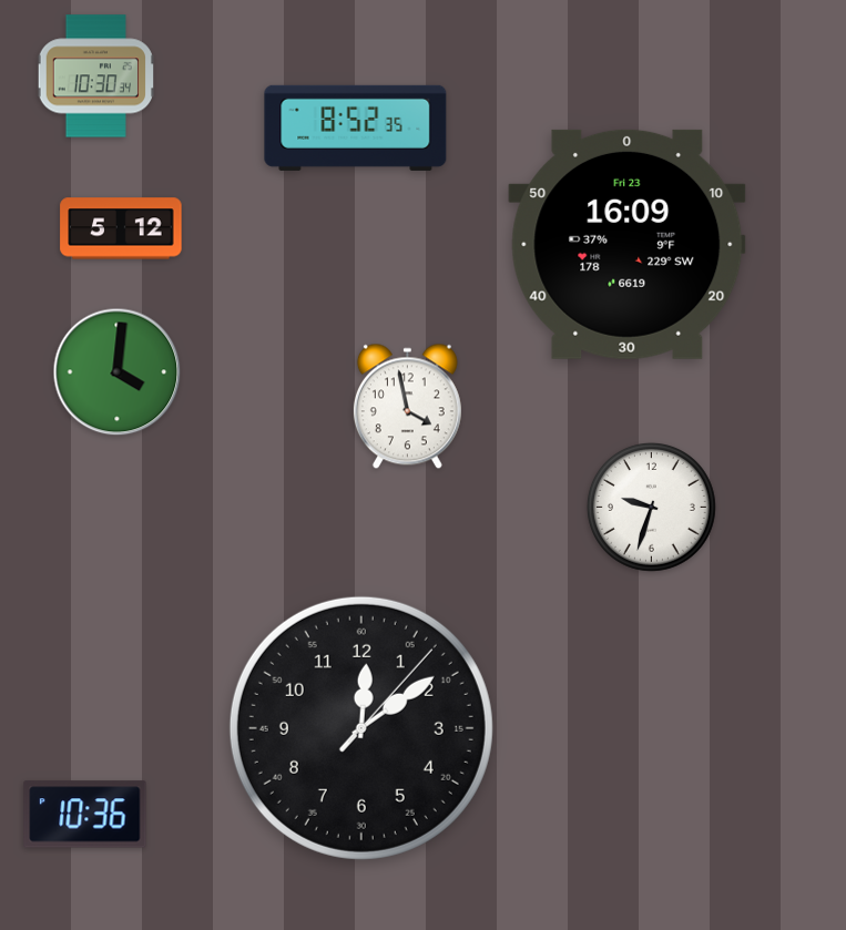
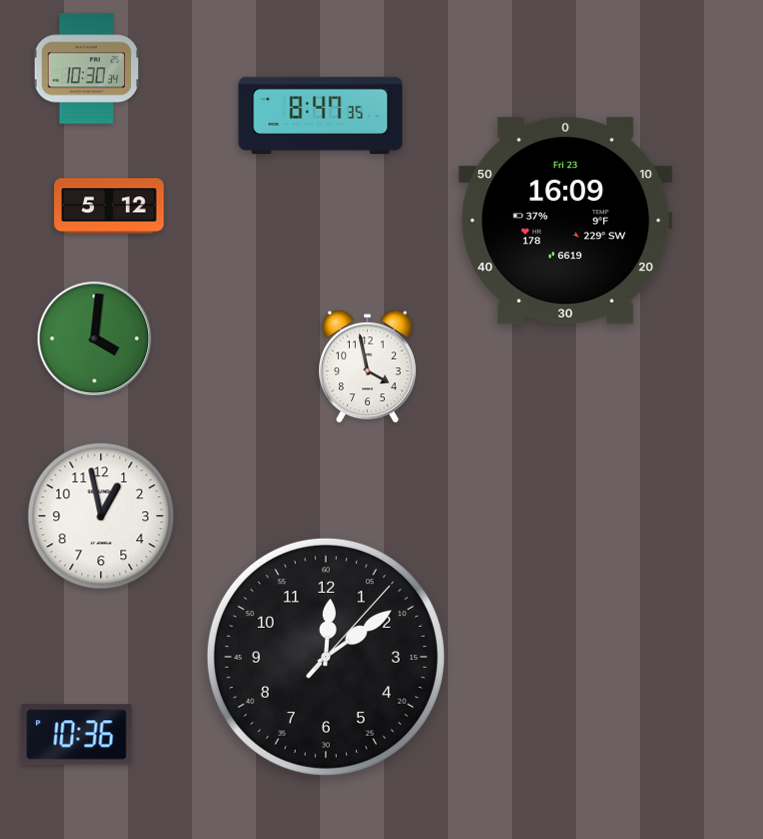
clock at (356, 127): 8:52 -> 8:47
clock at (118, 372) position: (118, 372) -> (95, 339)
clock at (651, 507): 9:33 -> none
clock at (101, 516): none -> 12:58
